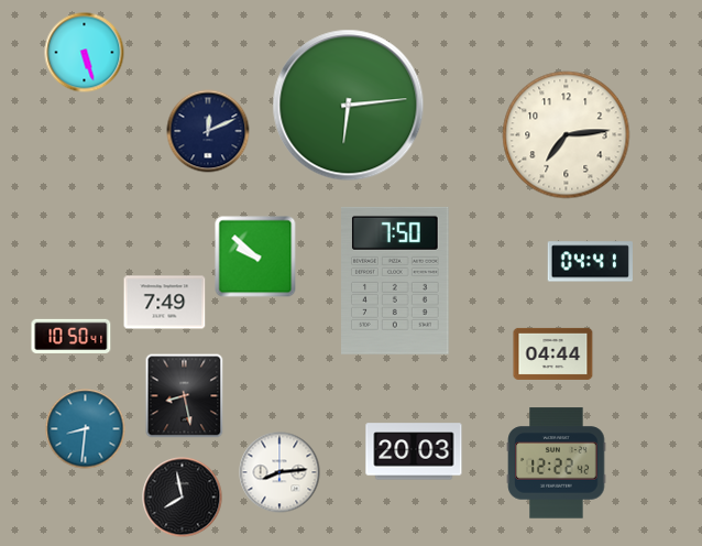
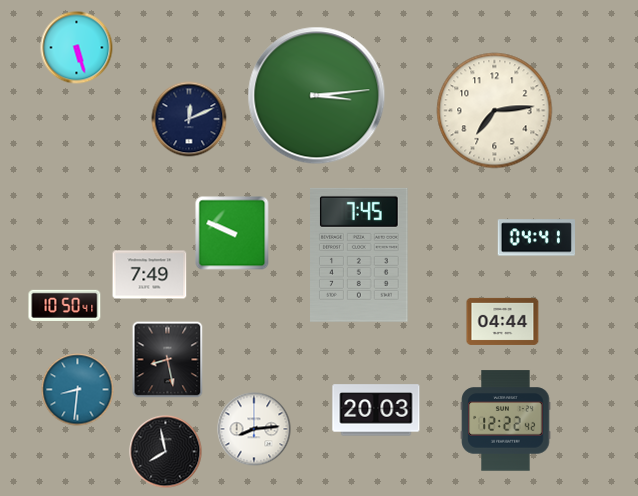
clock at (349, 106): 6:14 -> 3:14
clock at (567, 135) position: (567, 135) -> (495, 111)
clock at (255, 256): 9:52 -> 9:49
clock at (396, 281): 7:50 -> 7:45
